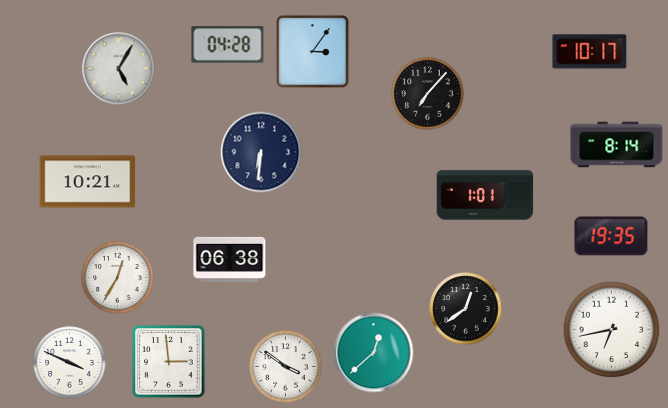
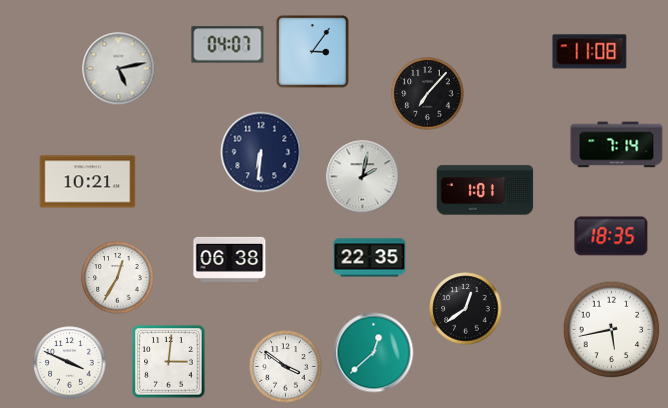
clock at (228, 45): 04:28 -> 04:07
clock at (590, 52): 10:17 -> 11:08
clock at (119, 69): 5:05 -> 5:13
clock at (617, 145): 8:14 -> 7:14
clock at (363, 177): none -> 2:02
clock at (485, 195) position: (485, 195) -> (485, 190)
clock at (611, 236): 19:35 -> 18:35
clock at (370, 258): none -> 22:35
clock at (612, 330): 6:43 -> 5:43
clock at (169, 362): 2:59 -> 3:01
